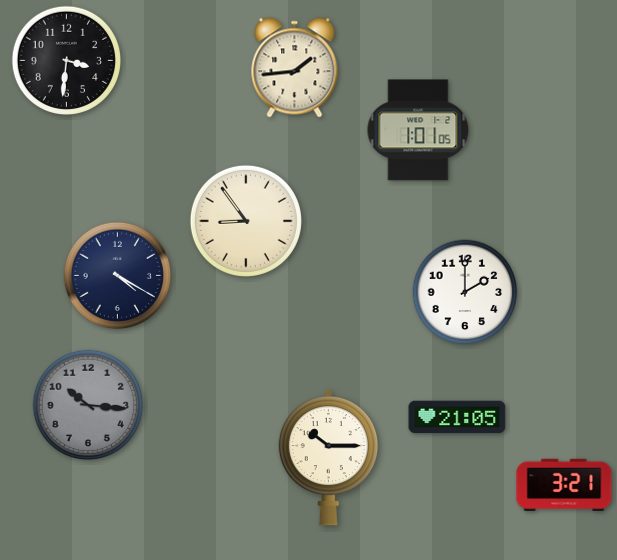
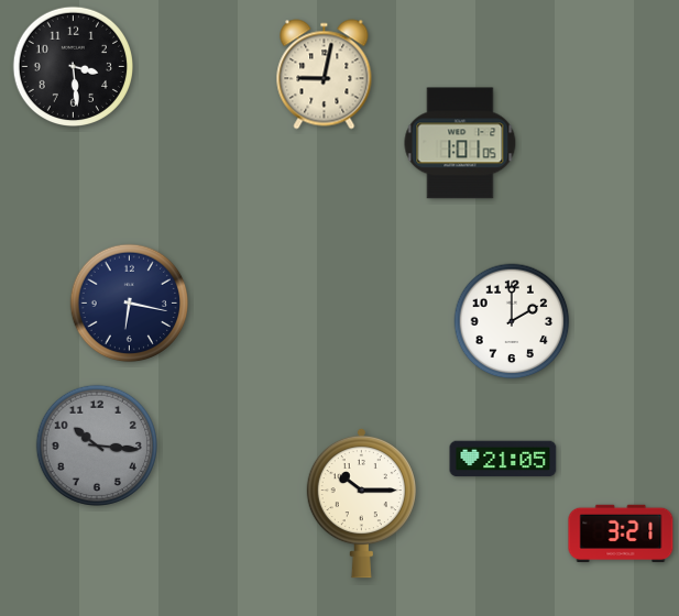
clock at (66, 60): 3:31 -> 3:29
clock at (295, 68): 1:44 -> 9:02
clock at (246, 221): 8:54 -> none
clock at (118, 276): 4:20 -> 6:17
